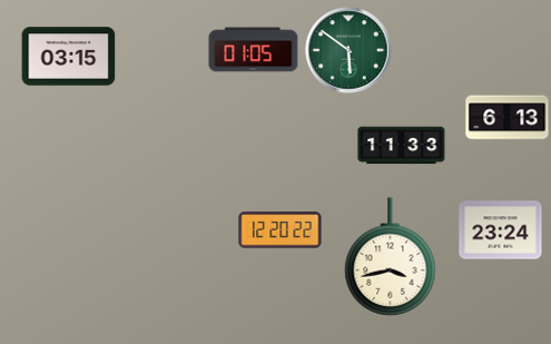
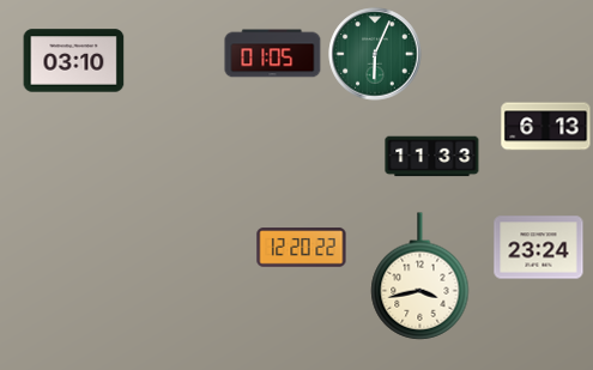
clock at (348, 50): 5:51 -> 6:04
clock at (69, 57): 03:15 -> 03:10
